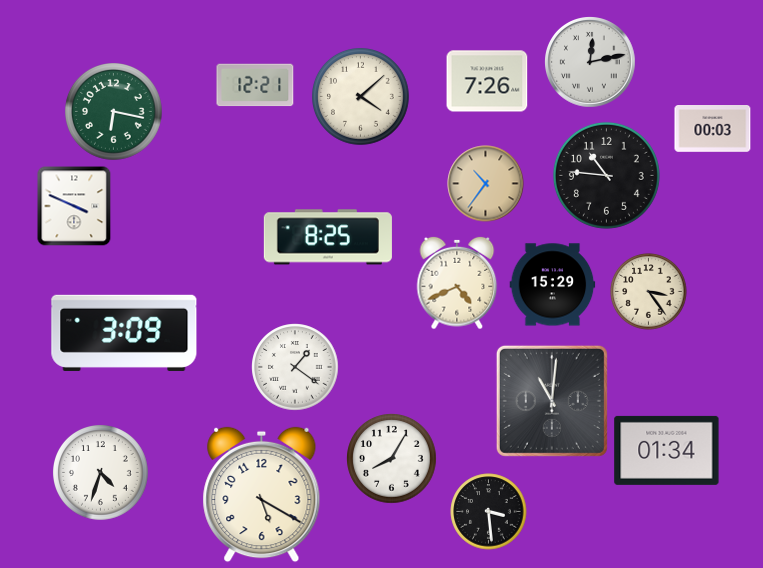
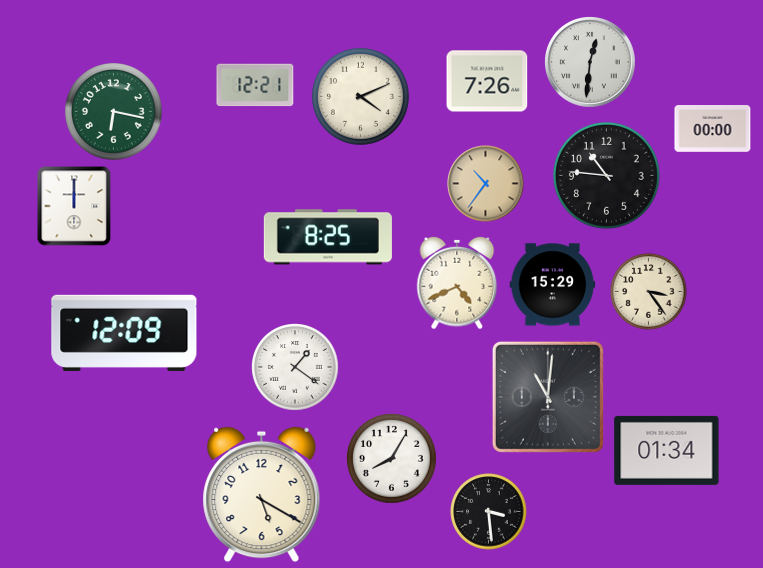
clock at (591, 63): 12:13 -> 12:31
clock at (361, 97): 4:08 -> 4:11
clock at (713, 129): 00:03 -> 00:00
clock at (74, 206): 3:49 -> 12:00
clock at (124, 333): 3:09 -> 12:09
clock at (552, 401) position: (552, 401) -> (548, 397)
clock at (101, 473): 4:33 -> none
